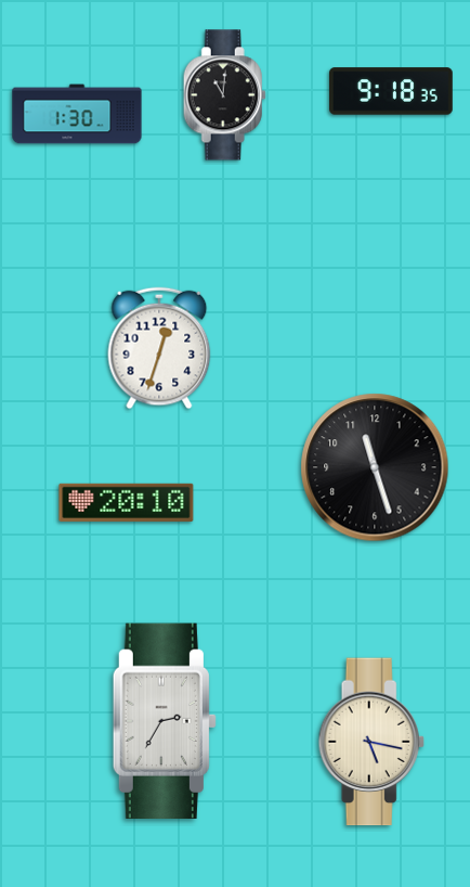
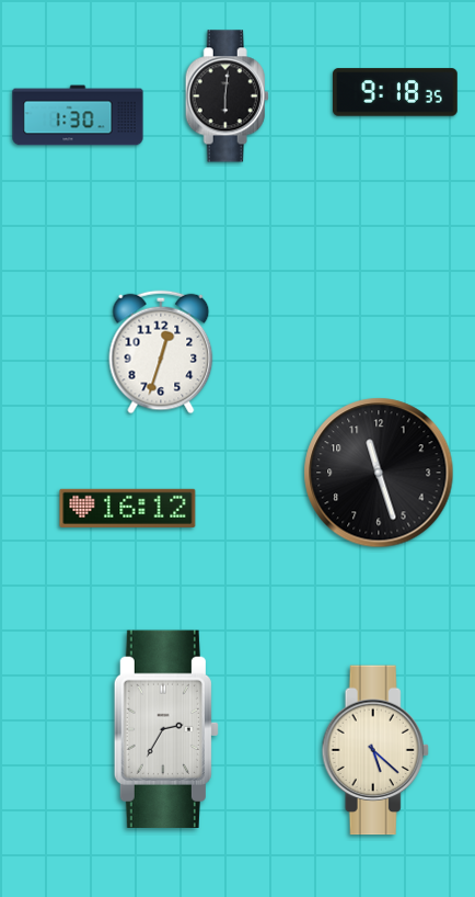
clock at (224, 95): 11:01 -> 6:01
clock at (127, 502): 20:10 -> 16:12
clock at (371, 742): 5:17 -> 5:22
